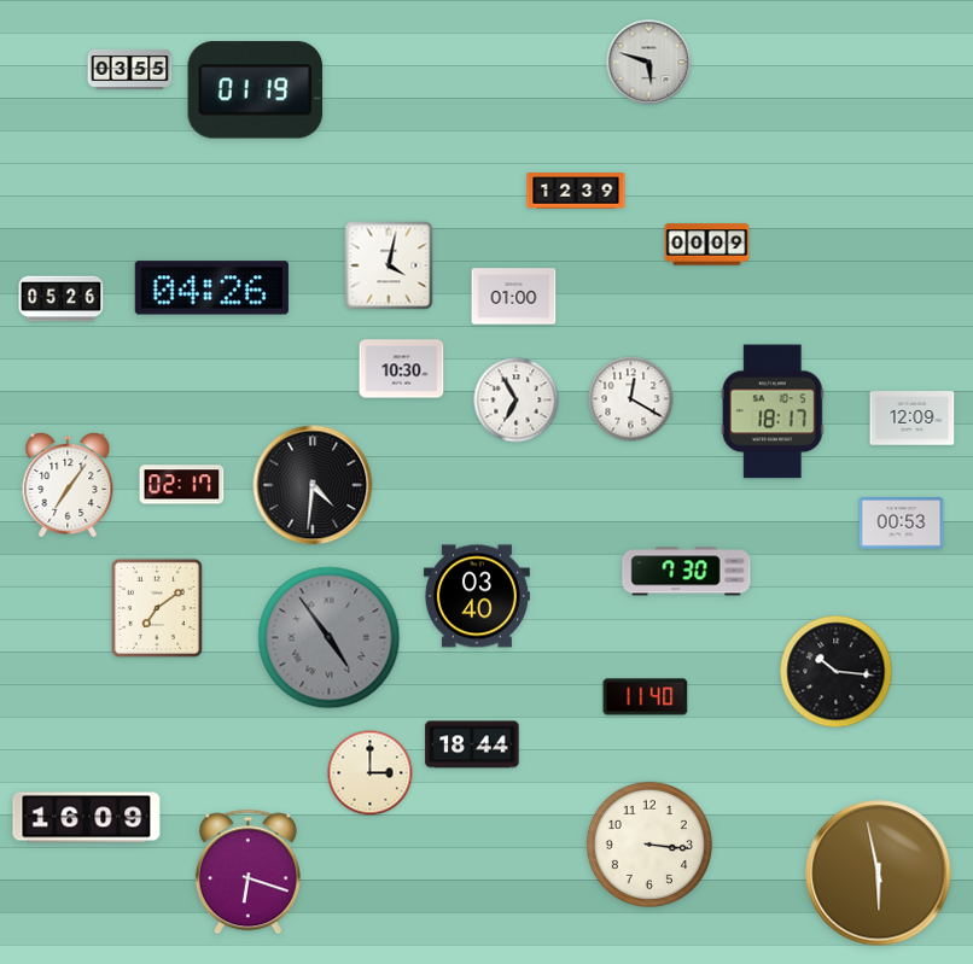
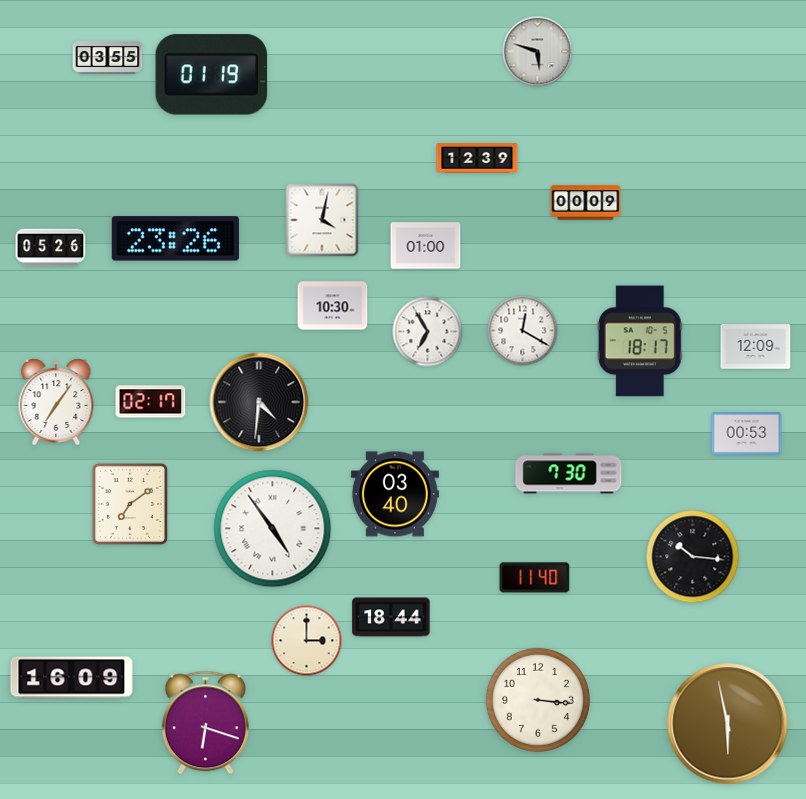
clock at (211, 288): 04:26 -> 23:26
clock at (330, 638) dial: grey -> white
